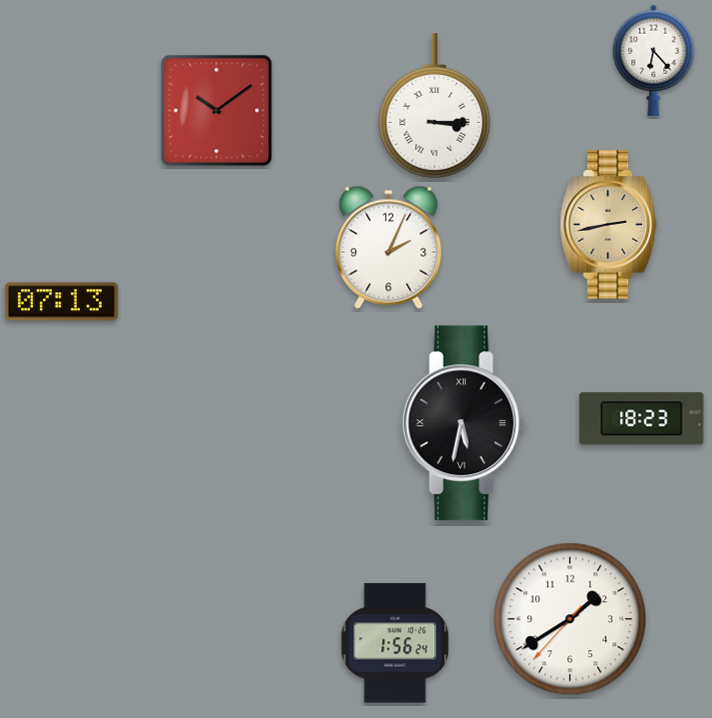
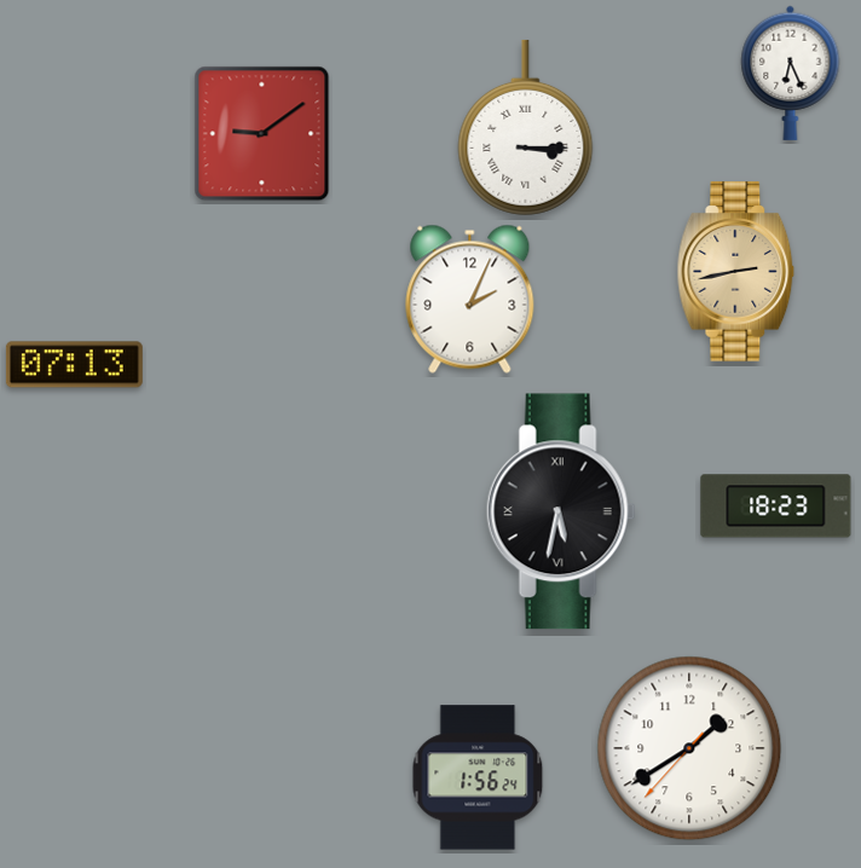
clock at (654, 60): 6:23 -> 6:26
clock at (217, 111): 10:09 -> 9:09
